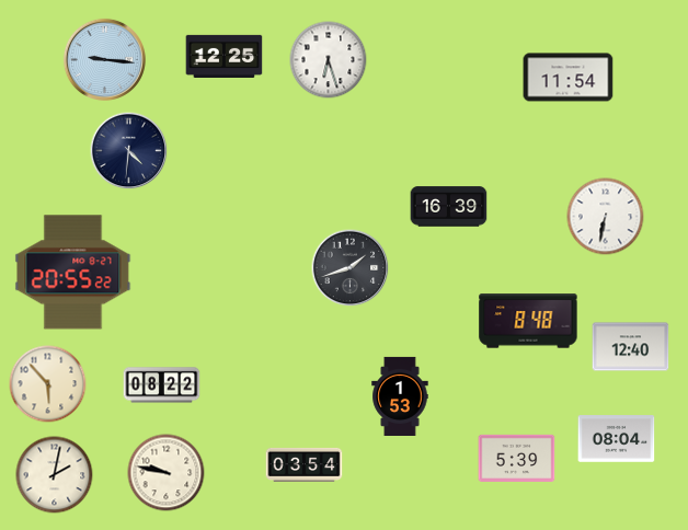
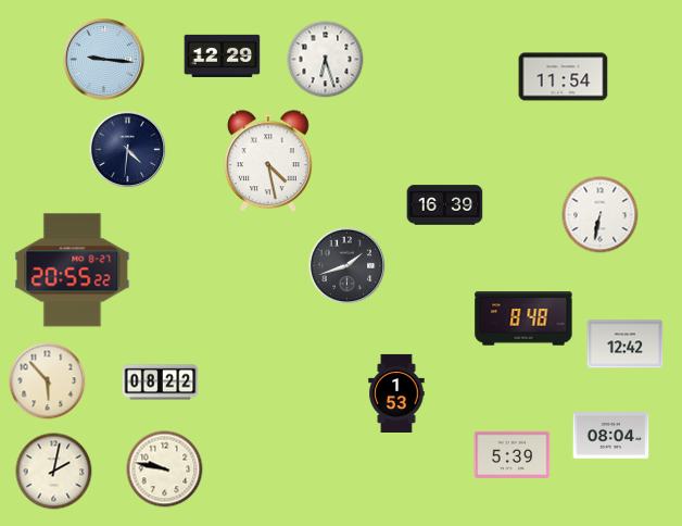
clock at (225, 56): 12:25 -> 12:29
clock at (268, 162): none -> 4:28
clock at (631, 347): 12:40 -> 12:42
clock at (305, 464): 03:54 -> none
